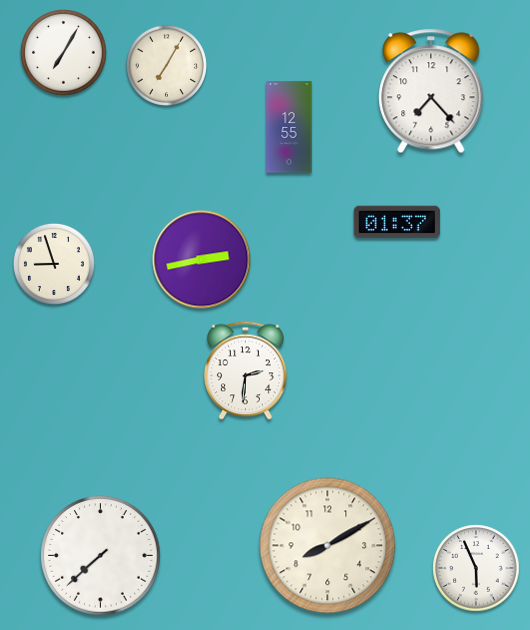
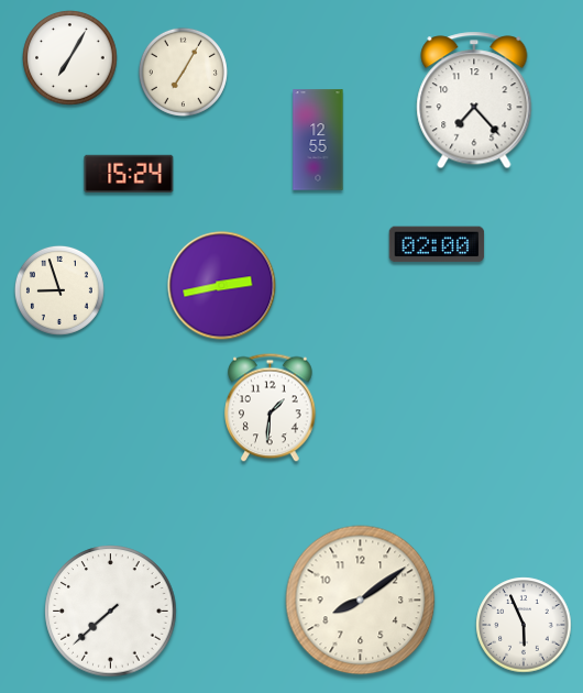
clock at (129, 173): none -> 15:24
clock at (397, 222): 01:37 -> 02:00
clock at (246, 371): 2:31 -> 1:31
clock at (328, 546): 8:10 -> 8:09
